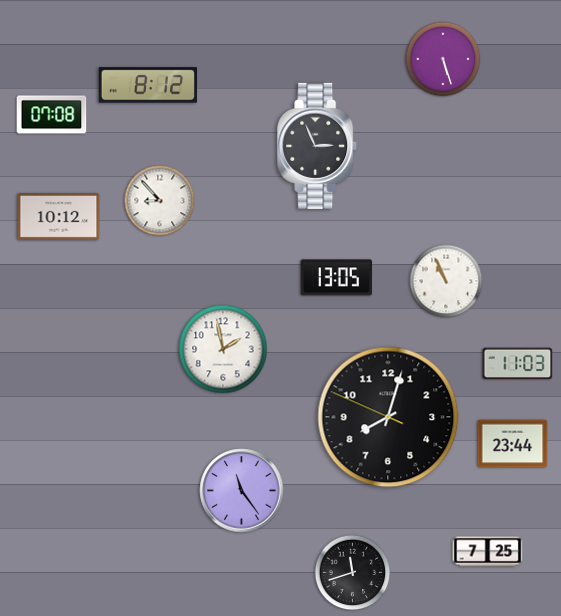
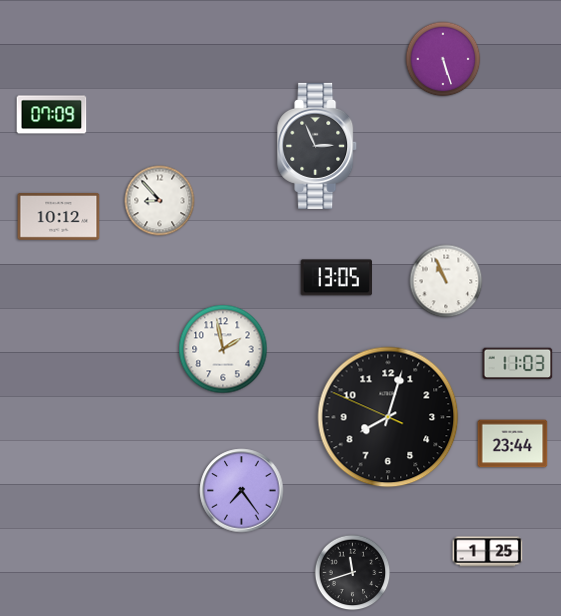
clock at (147, 85): 8:12 -> none
clock at (52, 115): 07:08 -> 07:09
clock at (242, 491): 11:24 -> 7:24
clock at (488, 552): 7:25 -> 1:25
